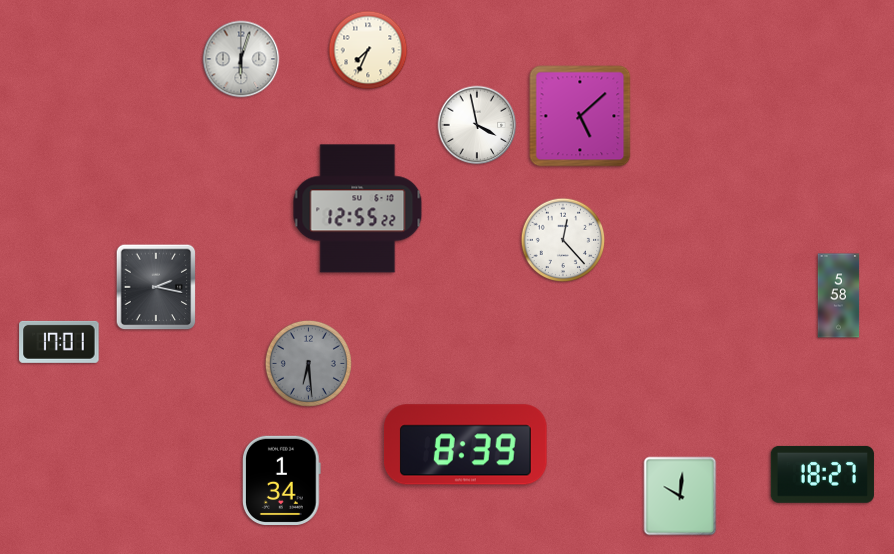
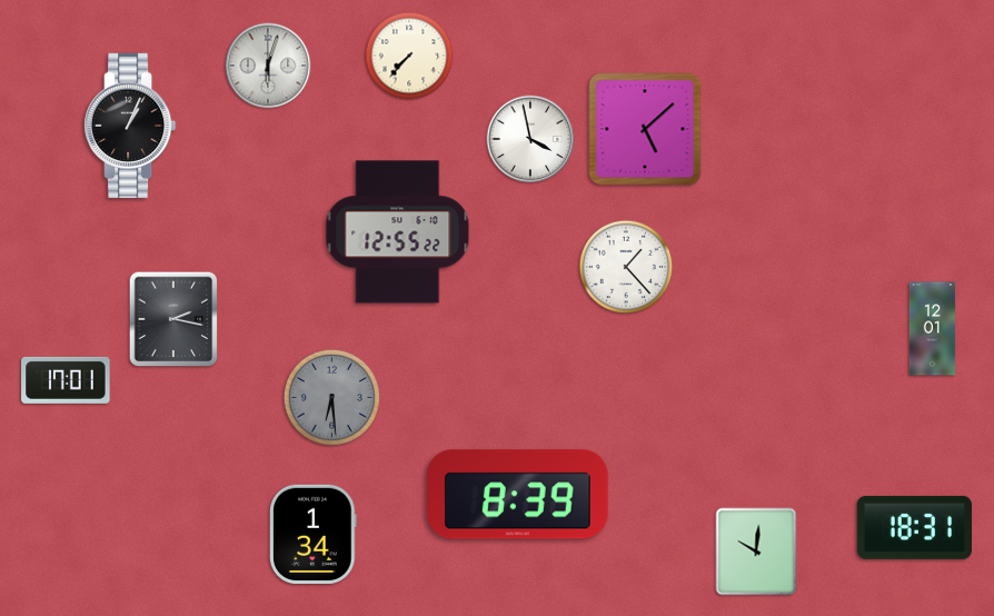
clock at (368, 50): 7:34 -> 7:37
clock at (131, 126): none -> 1:04
clock at (563, 240): 12:23 -> 1:23
clock at (839, 296): 5:58 -> 12:01
clock at (308, 363) position: (308, 363) -> (331, 397)
clock at (822, 474): 18:27 -> 18:31
